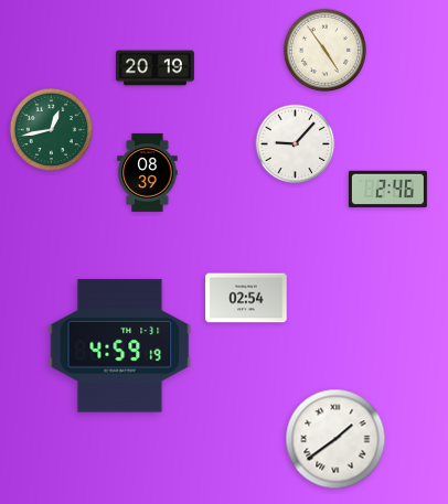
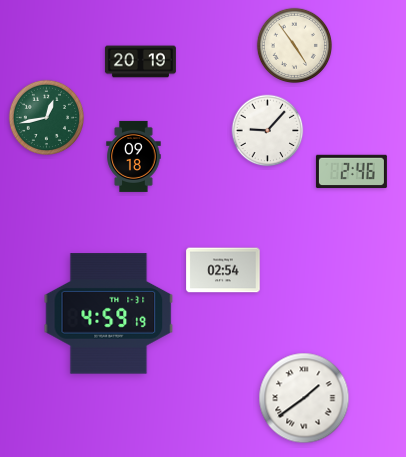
clock at (148, 172): 08:39 -> 09:18
